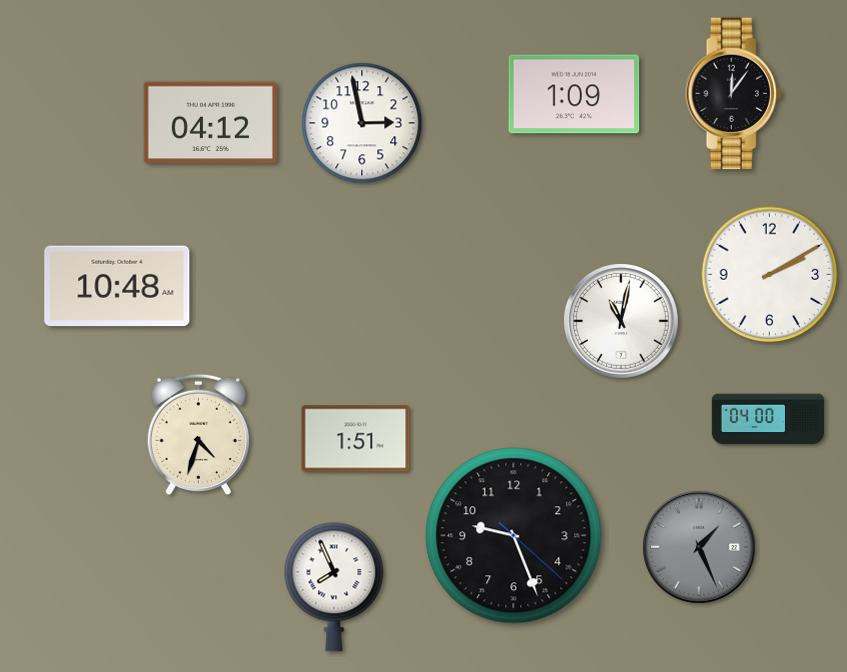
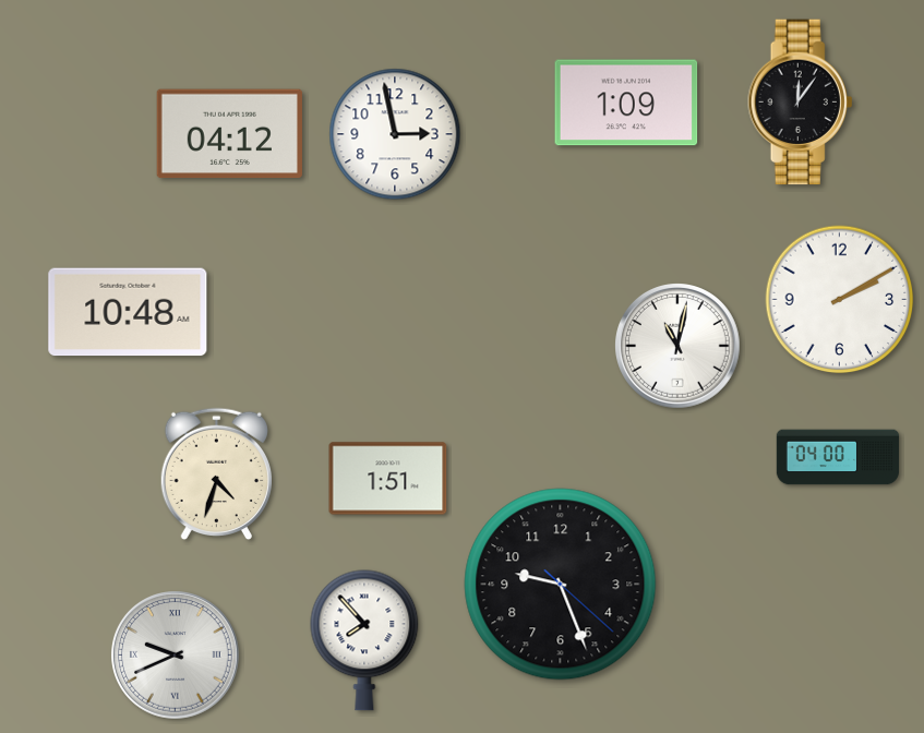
clock at (622, 322) position: (622, 322) -> (679, 347)
clock at (700, 548): 1:26 -> none
clock at (334, 587): 7:56 -> 7:53
clock at (176, 656): none -> 9:41
